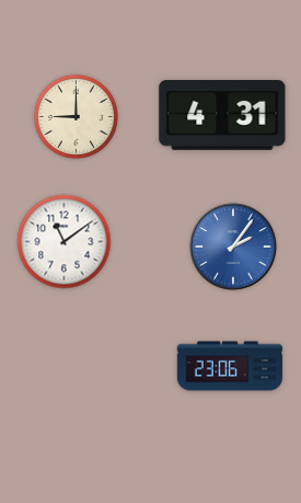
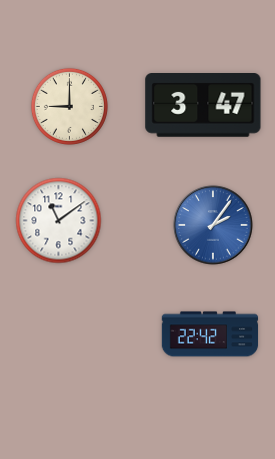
clock at (222, 116): 4:31 -> 3:47
clock at (230, 366): 23:06 -> 22:42
